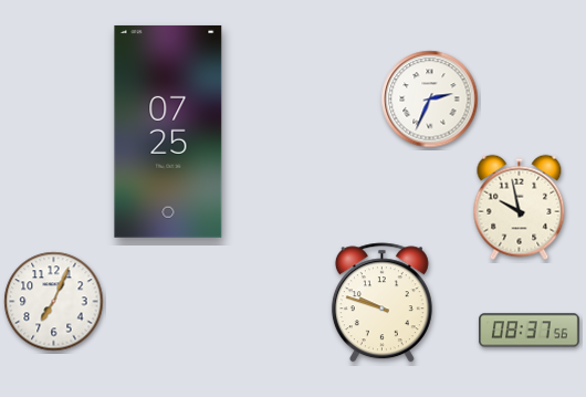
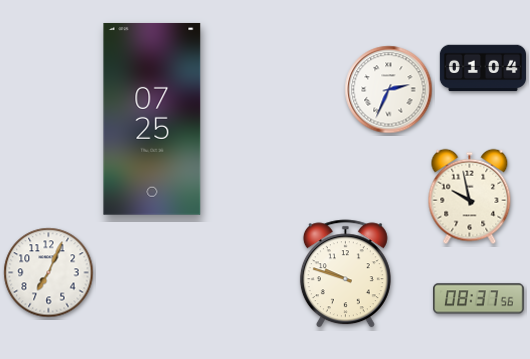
clock at (482, 68): none -> 01:04
clock at (520, 208) position: (520, 208) -> (470, 197)
